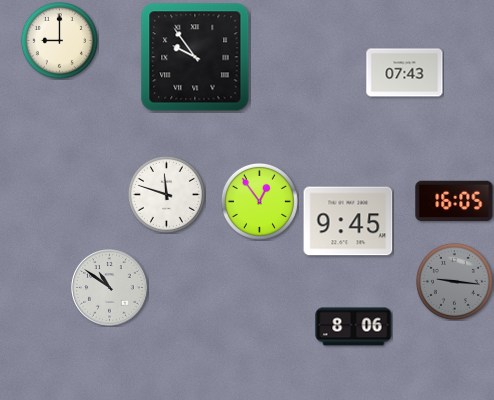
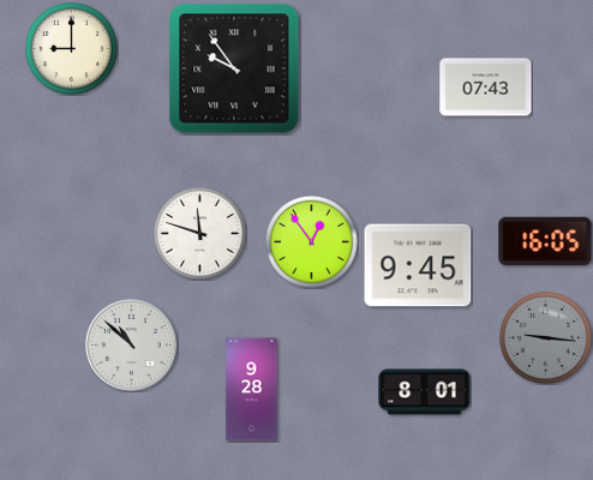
clock at (110, 288): 10:51 -> 10:52
clock at (252, 390): none -> 9:28
clock at (354, 327): 8:06 -> 8:01
